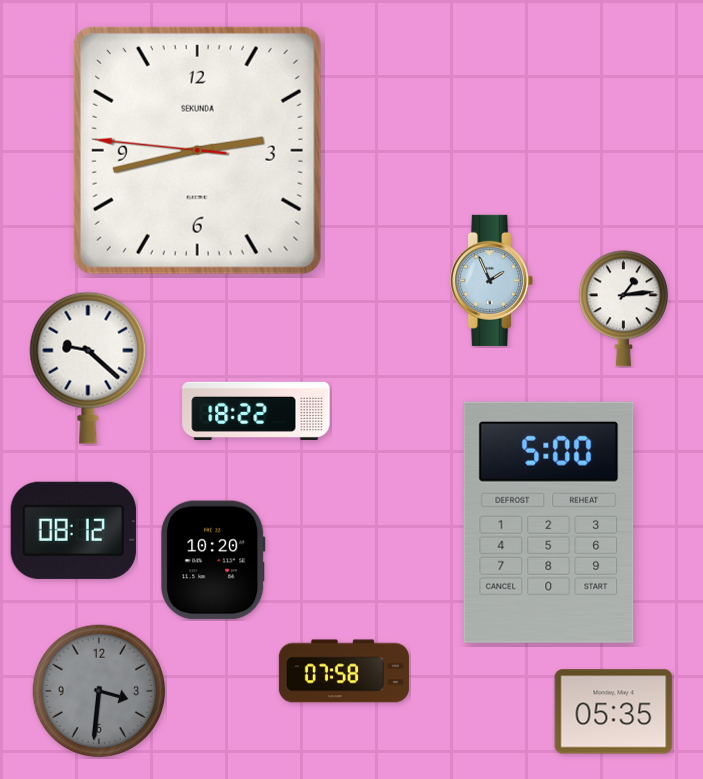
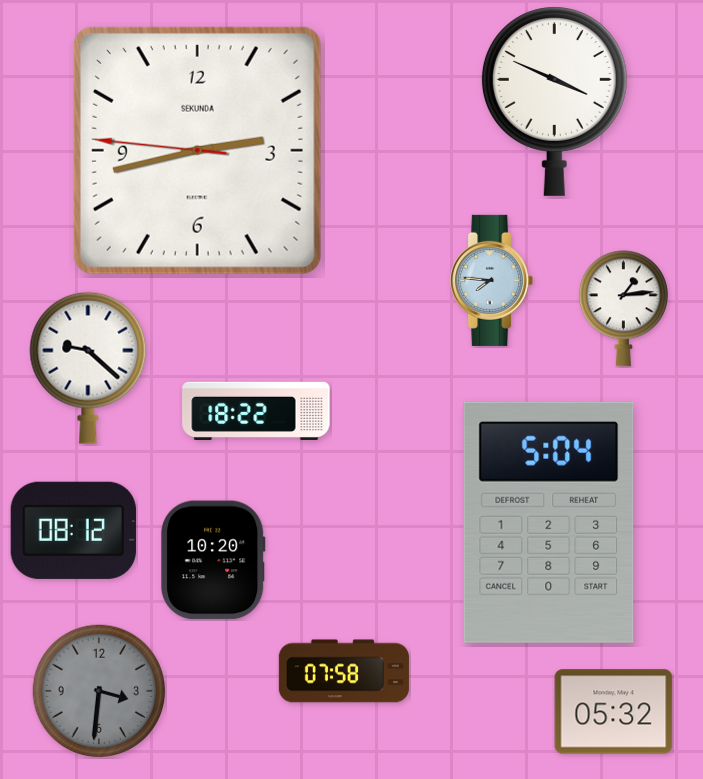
clock at (554, 101): none -> 3:49
clock at (492, 280): 1:56 -> 7:46
clock at (549, 522): 5:00 -> 5:04
clock at (614, 712): 05:35 -> 05:32
